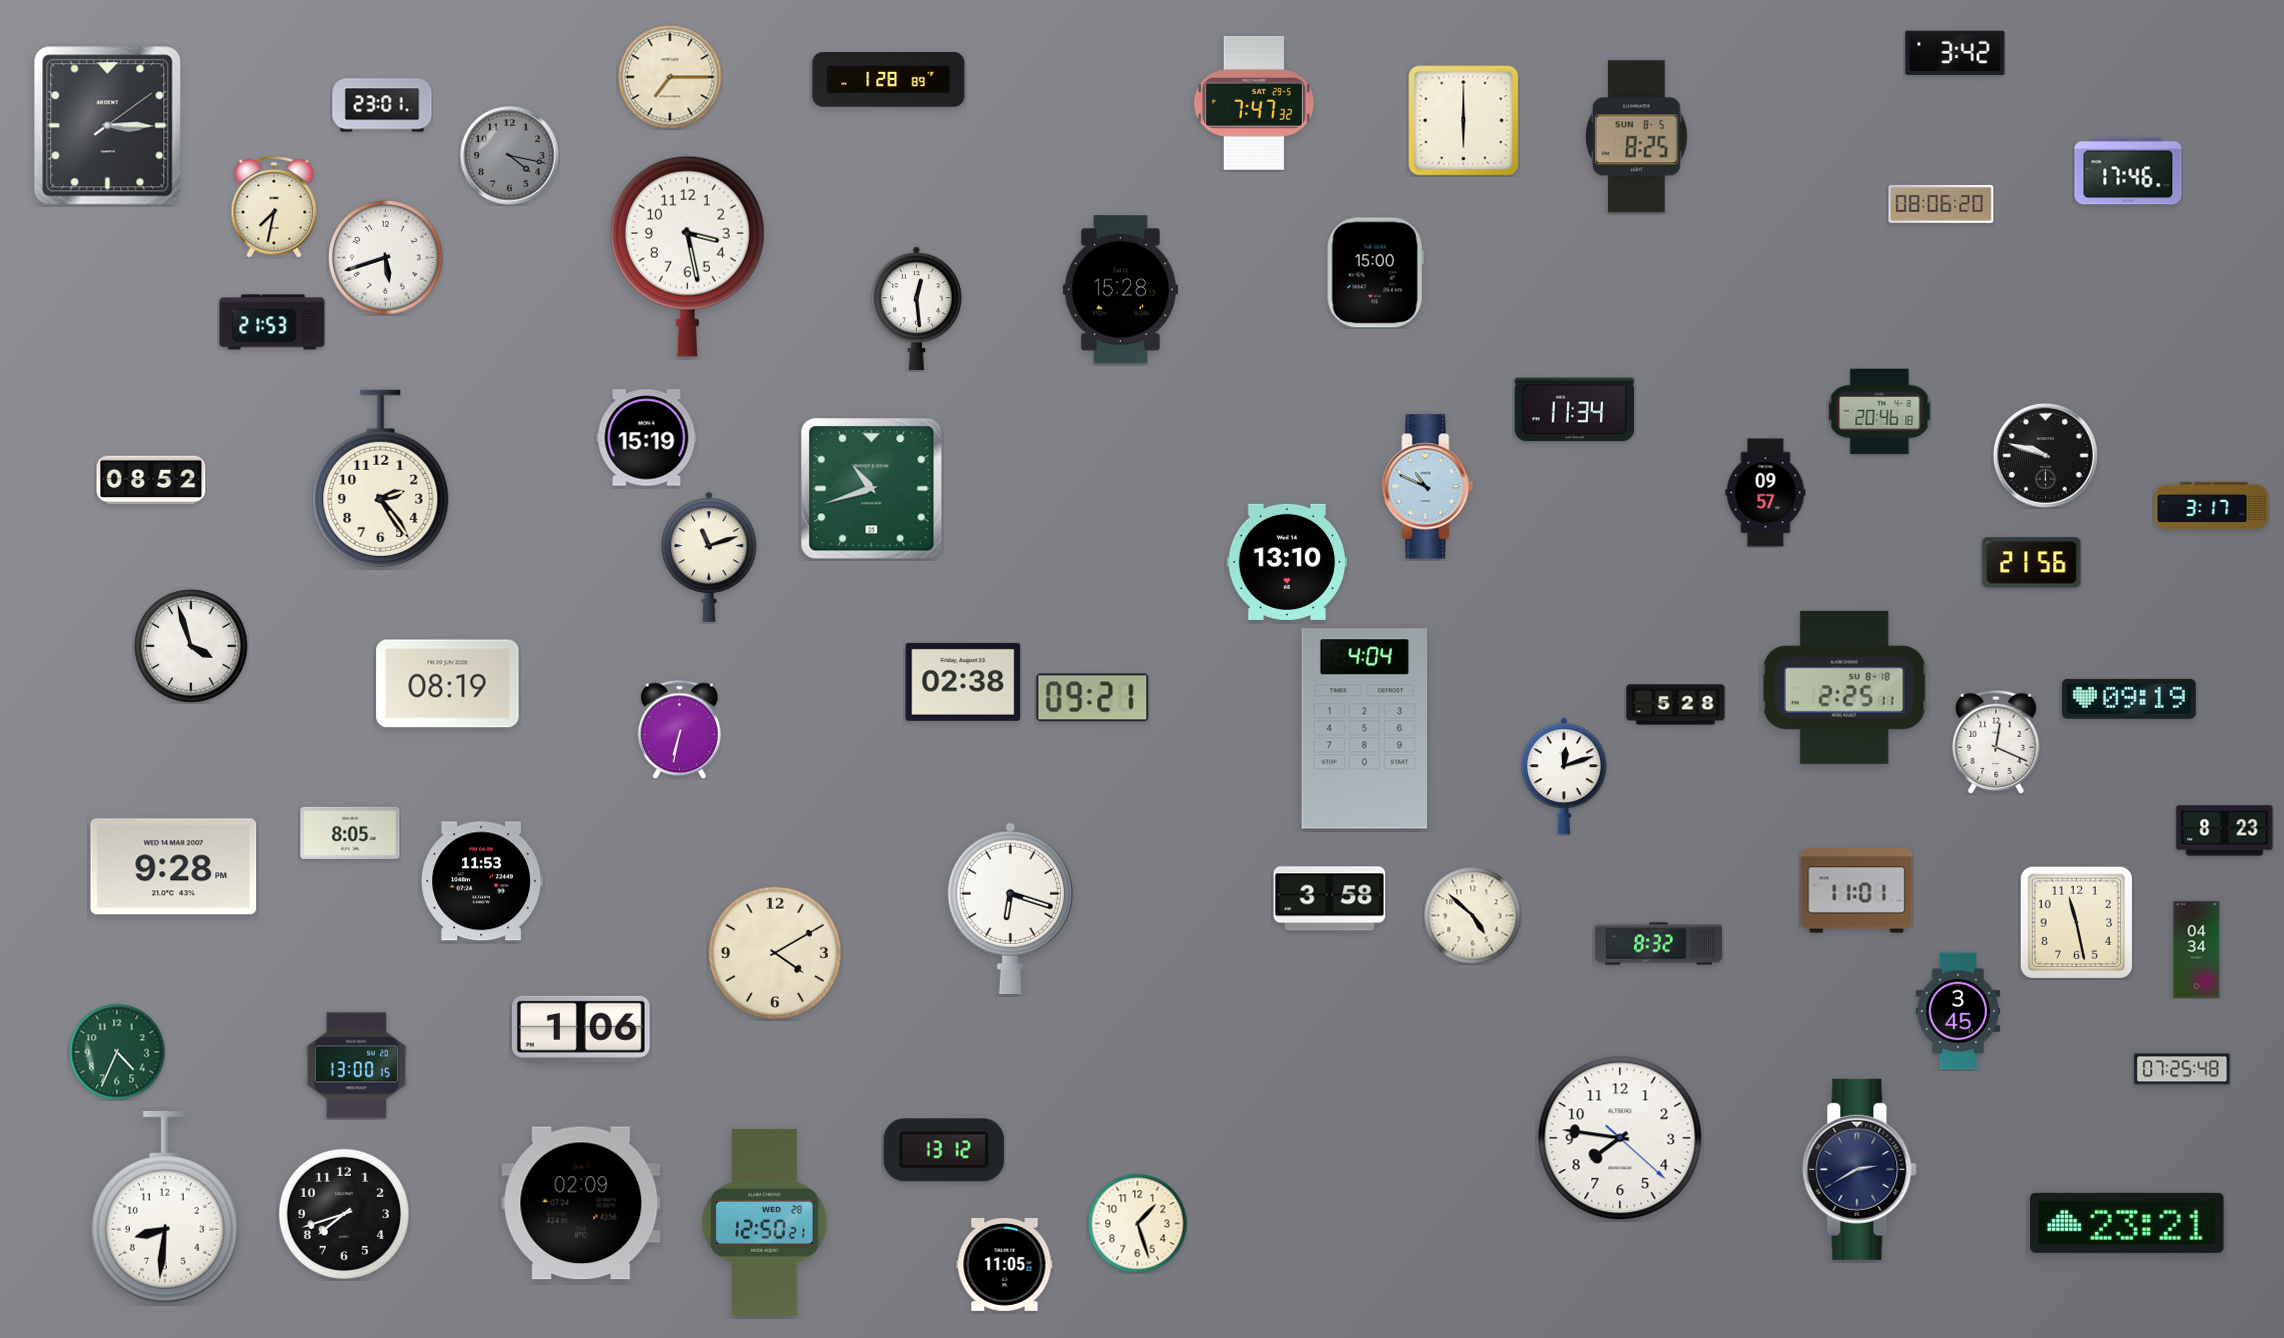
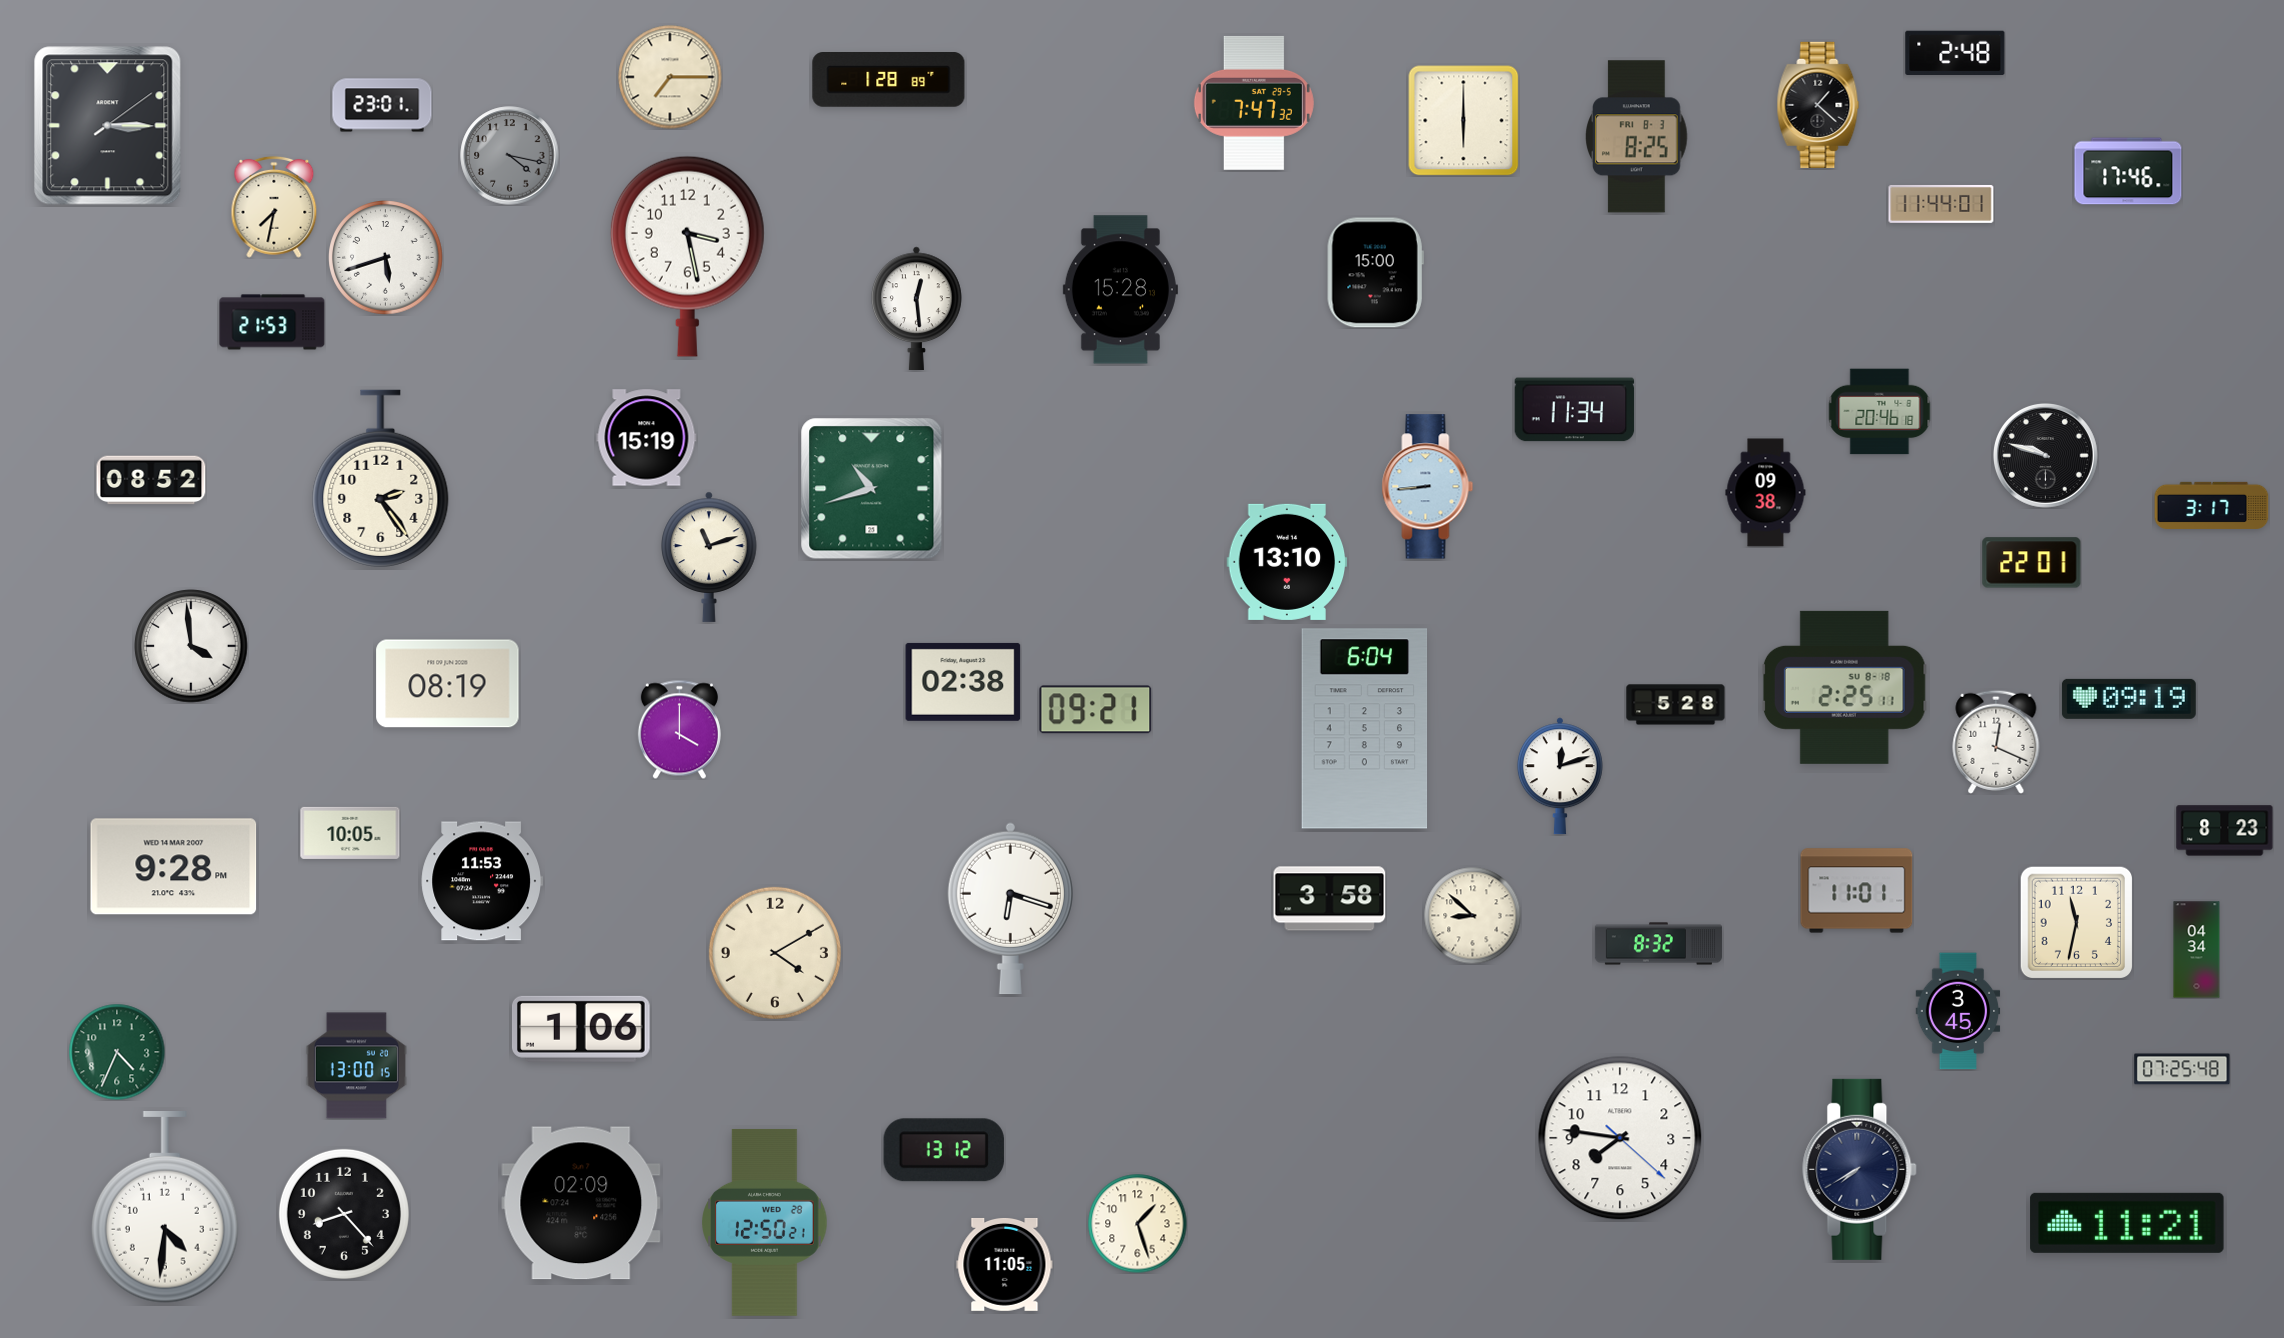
clock at (1955, 52): 3:42 -> 2:48
clock at (1818, 105): none -> 1:22
clock at (1637, 137) date: SUN 8-5 -> FRI 8-3
clock at (1941, 204): 08:06 -> 11:44
clock at (1428, 487): 10:49 -> 8:44
clock at (1766, 493): 09:57 -> 09:38
clock at (2032, 563): 21:56 -> 22:01
clock at (191, 646): 3:57 -> 3:59
clock at (1093, 698) position: (1093, 698) -> (1096, 710)
clock at (679, 729): 6:32 -> 4:00
clock at (1365, 729): 4:04 -> 6:04
clock at (1564, 776) position: (1564, 776) -> (1560, 776)
clock at (350, 833): 8:05 -> 10:05
clock at (1472, 915): 4:52 -> 8:52
clock at (2076, 922): 11:28 -> 11:32
clock at (1860, 1169): 2:40 -> 7:40
clock at (165, 1208): 8:31 -> 4:31
clock at (344, 1214): 7:42 -> 8:23
clock at (2127, 1223): 23:21 -> 11:21
